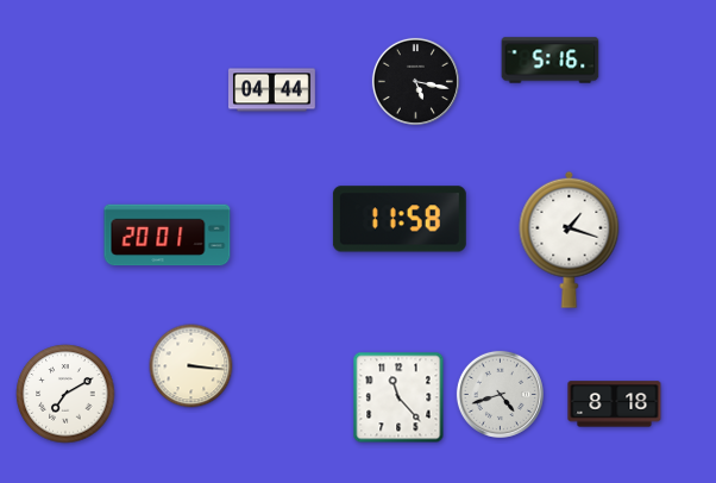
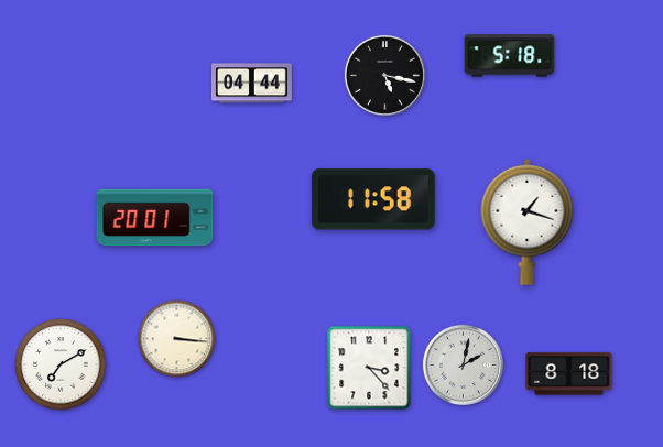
clock at (551, 61): 5:16 -> 5:18
clock at (400, 219) position: (400, 219) -> (373, 199)
clock at (500, 394): 4:42 -> 2:02
clock at (398, 397): 11:23 -> 3:23
